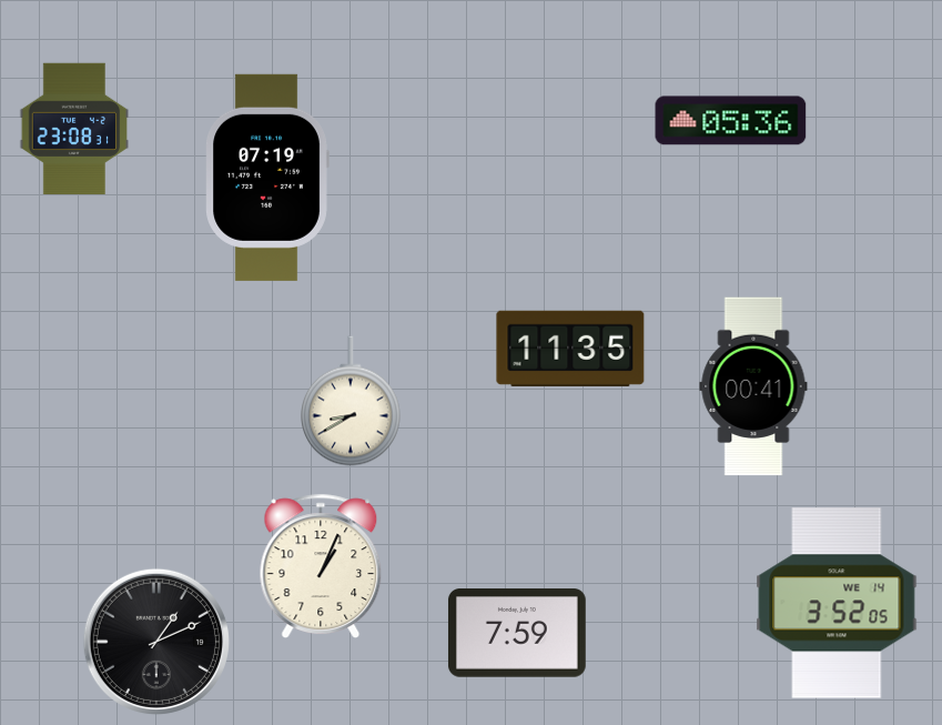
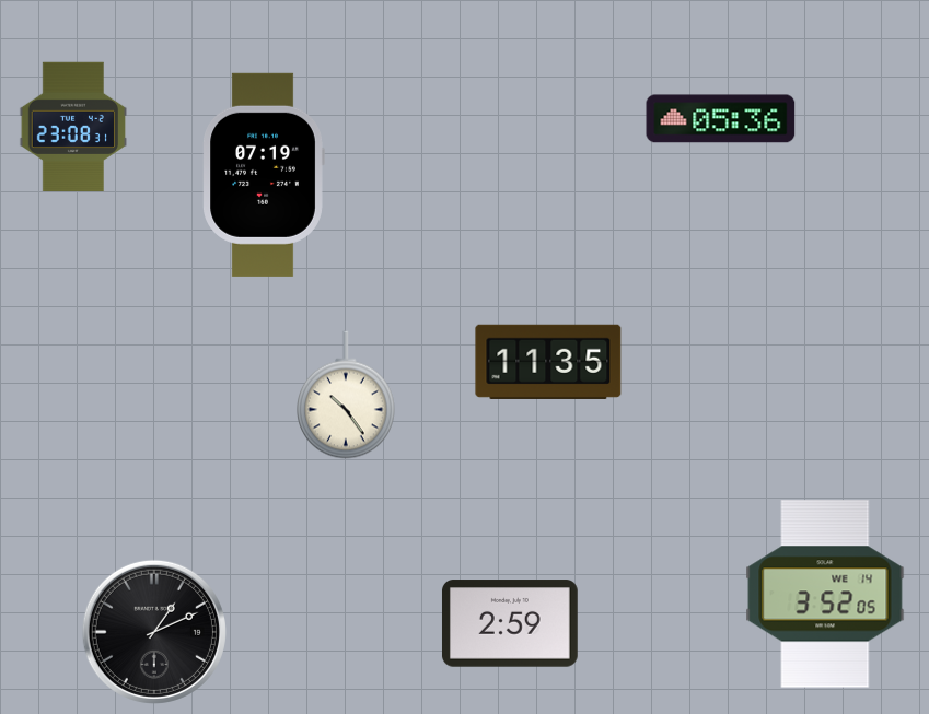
clock at (570, 349) position: (570, 349) -> (548, 362)
clock at (753, 386): 00:41 -> none
clock at (352, 401): 8:40 -> 10:24
clock at (321, 566): 1:04 -> none
clock at (517, 633): 7:59 -> 2:59
